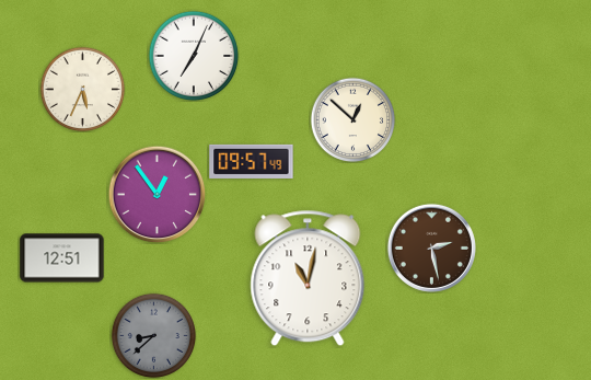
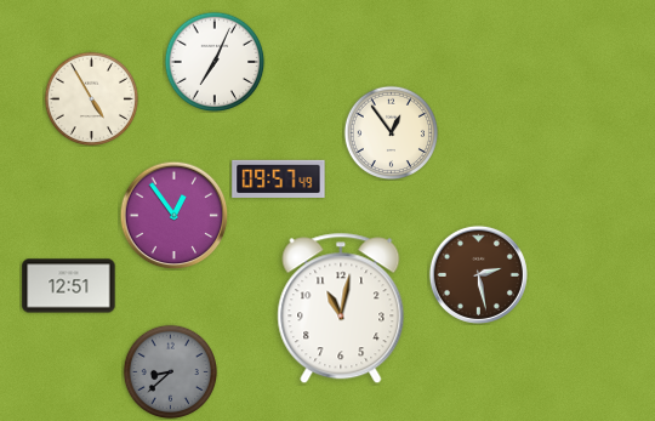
clock at (82, 89): 5:34 -> 4:55
clock at (352, 119): 12:52 -> 12:54
